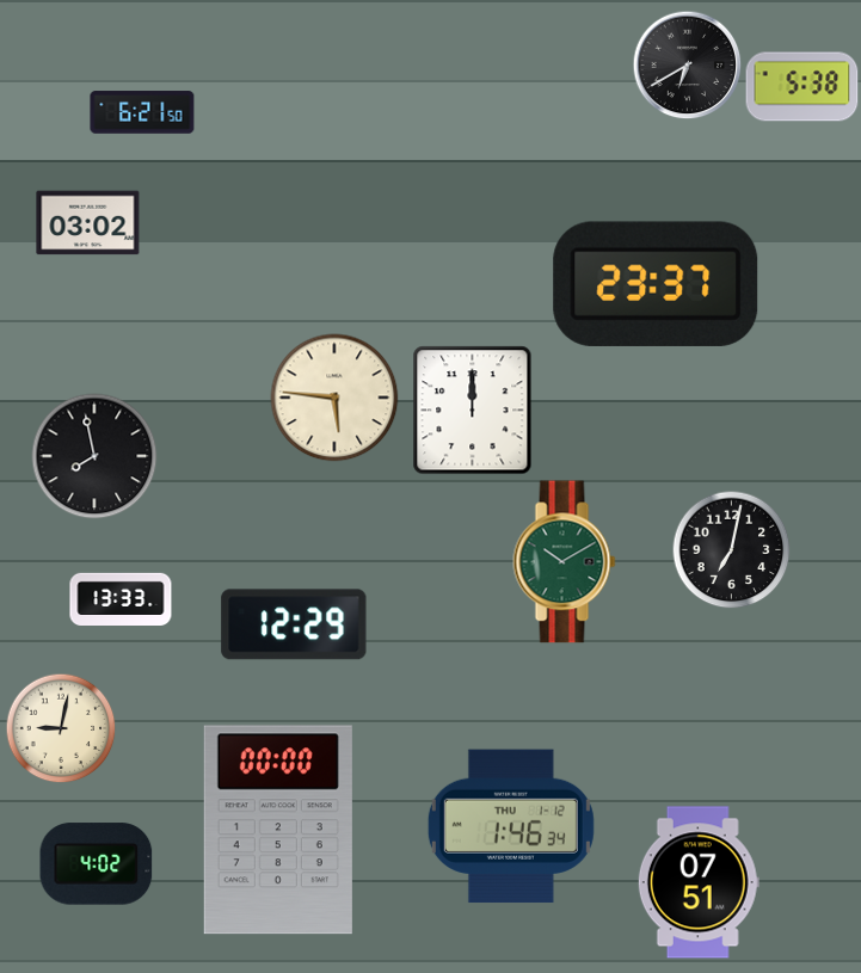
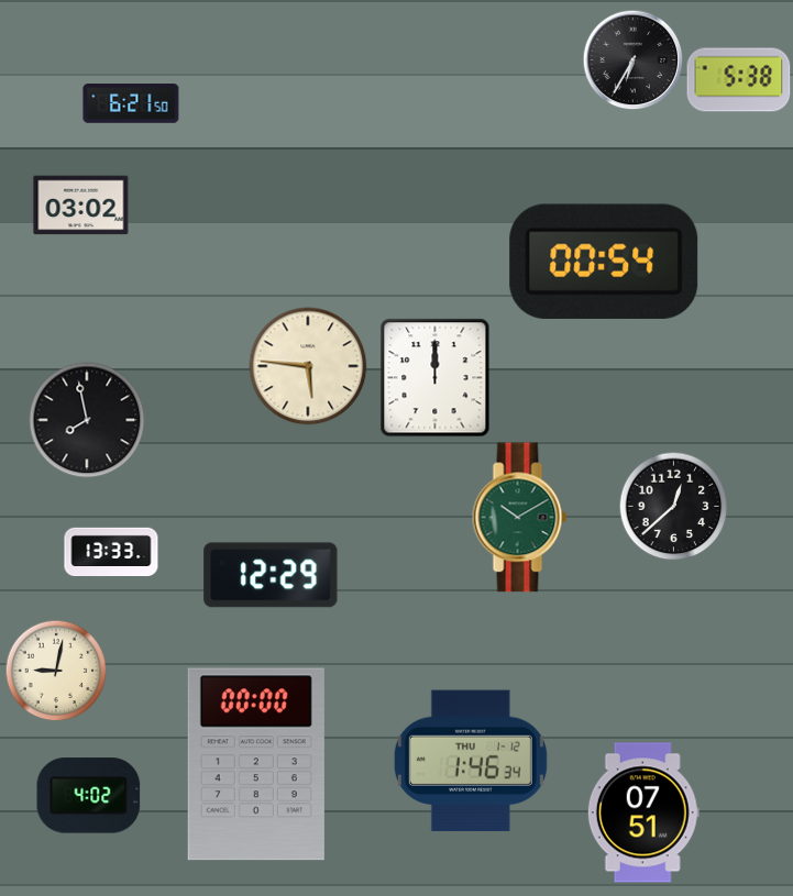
clock at (687, 64): 6:40 -> 6:35
clock at (656, 284): 23:37 -> 00:54
clock at (732, 550): 7:02 -> 12:38
